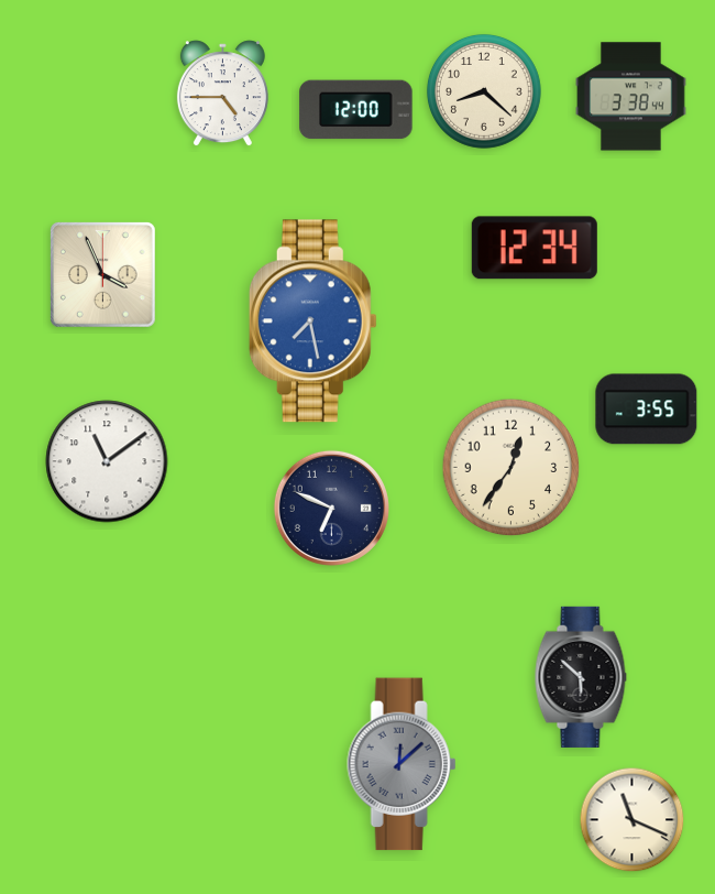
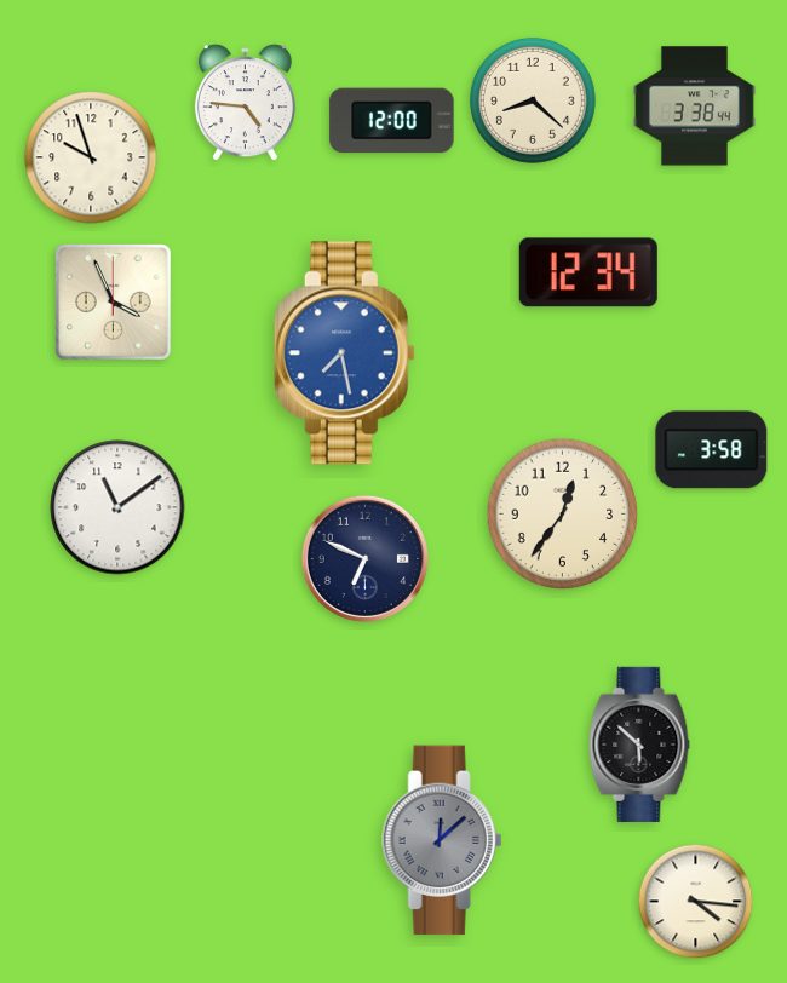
clock at (222, 94): 4:45 -> 4:46
clock at (91, 157): none -> 9:57
clock at (647, 410): 3:55 -> 3:58
clock at (632, 820): 11:19 -> 4:16
